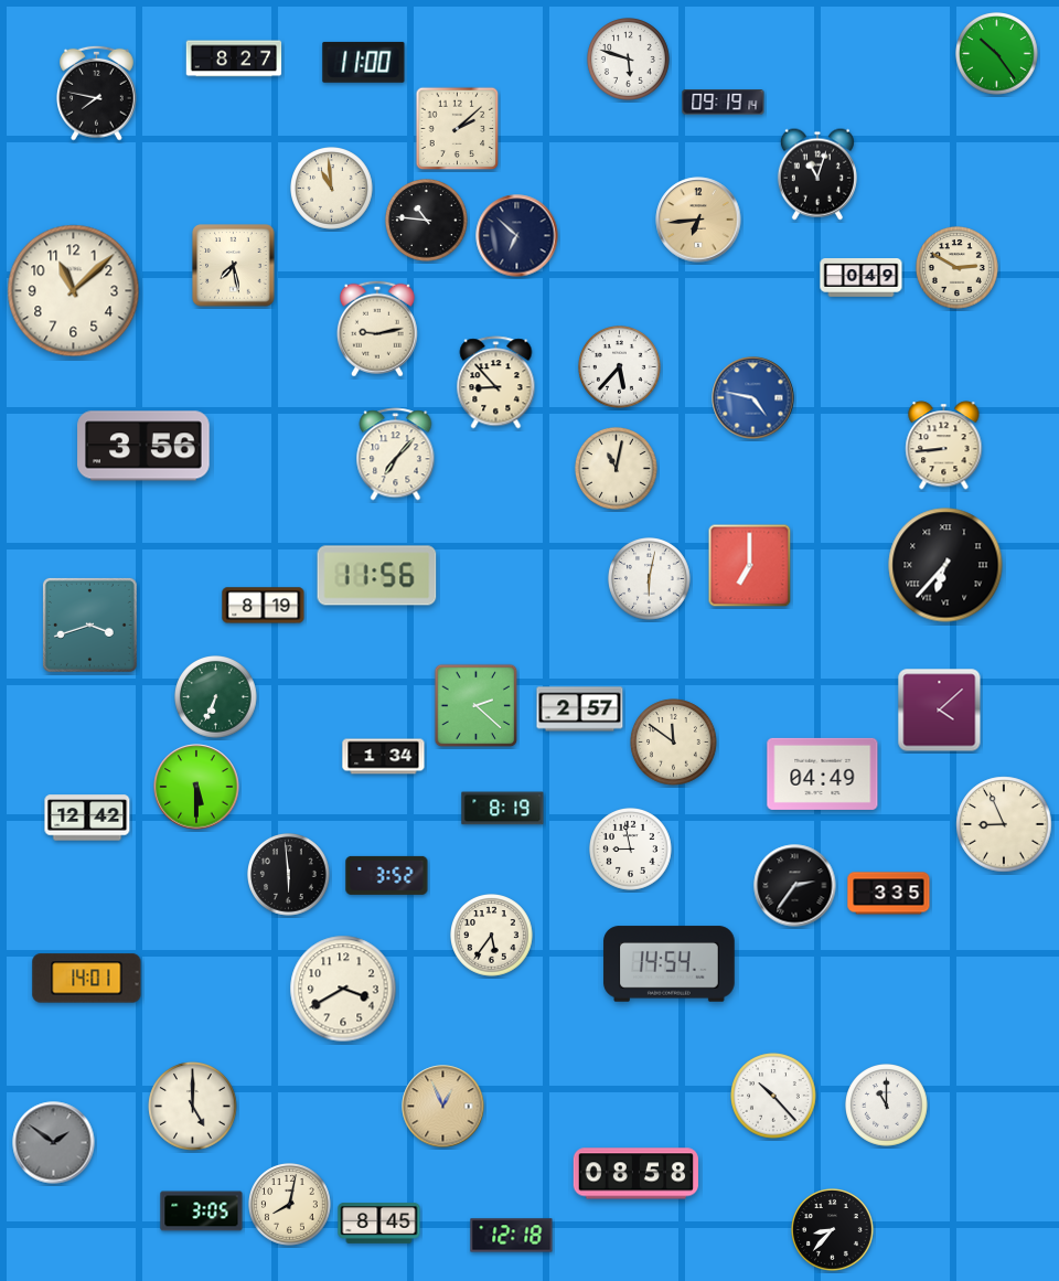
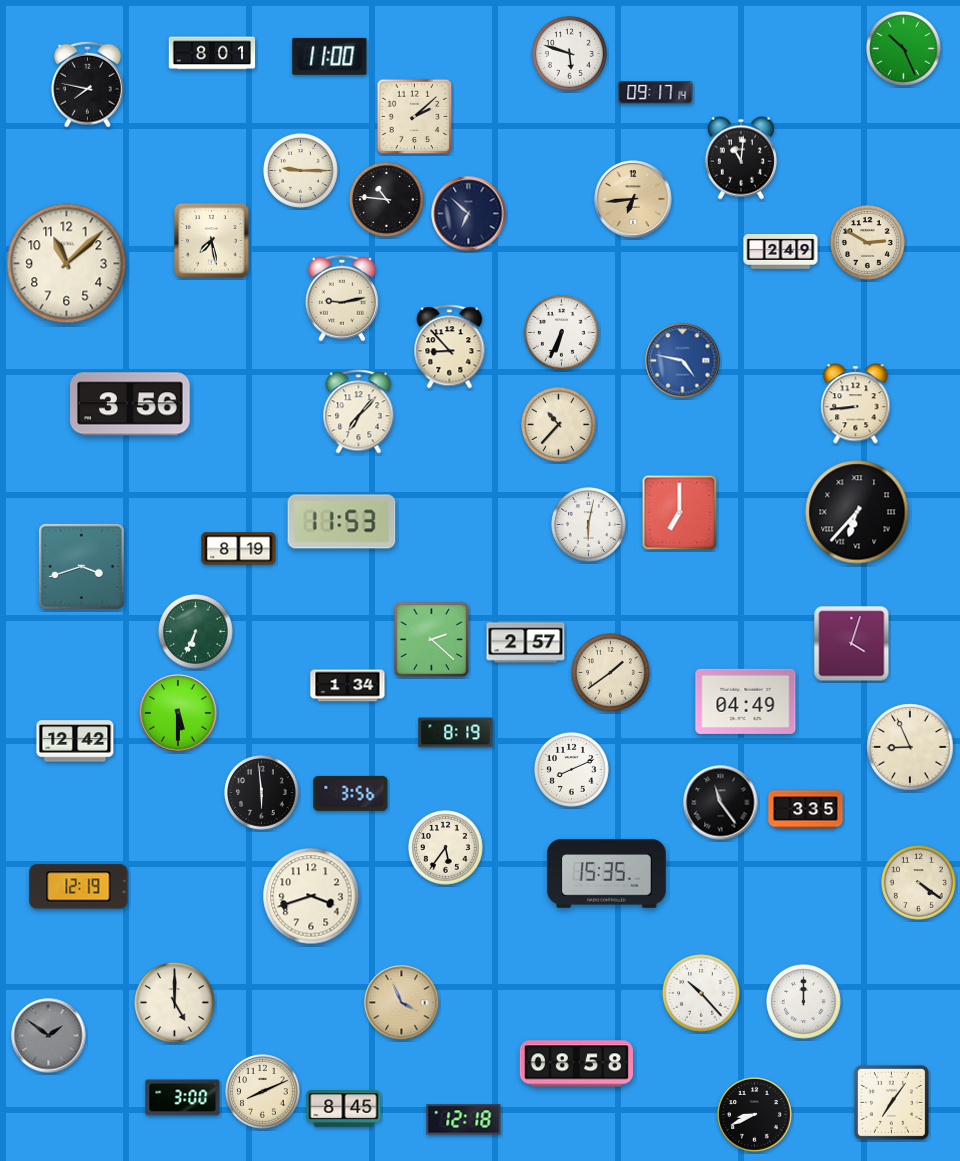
clock at (997, 54): 10:24 -> 10:26
clock at (234, 58): 8:27 -> 8:01
clock at (724, 103): 09:19 -> 09:17
clock at (817, 174): 11:03 -> 11:01
clock at (332, 189): 10:59 -> 9:15
clock at (862, 278): 0:49 -> 2:49
clock at (620, 367): 5:37 -> 6:34
clock at (617, 469): 11:02 -> 10:37
clock at (377, 576): 11:56 -> 11:53
clock at (940, 711): 4:08 -> 4:03
clock at (674, 743): 11:51 -> 1:39
clock at (87, 818) position: (87, 818) -> (75, 741)
clock at (631, 850): 8:58 -> 8:11
clock at (387, 875): 3:52 -> 3:56
clock at (795, 886): 2:36 -> 11:24
clock at (670, 964): 14:54 -> 15:35
clock at (919, 883): none -> 4:21
clock at (87, 979): 14:01 -> 12:19
clock at (343, 989): 3:40 -> 3:42
clock at (887, 1106): 11:00 -> 12:00
clock at (443, 1107): 12:56 -> 3:56
clock at (290, 1205): 8:02 -> 8:11
clock at (202, 1211): 3:05 -> 3:00
clock at (891, 1102): none -> 7:06
clock at (833, 1230): 8:37 -> 8:41
